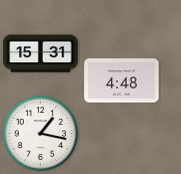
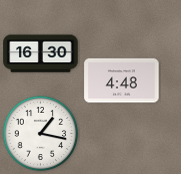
clock at (41, 54): 15:31 -> 16:30
